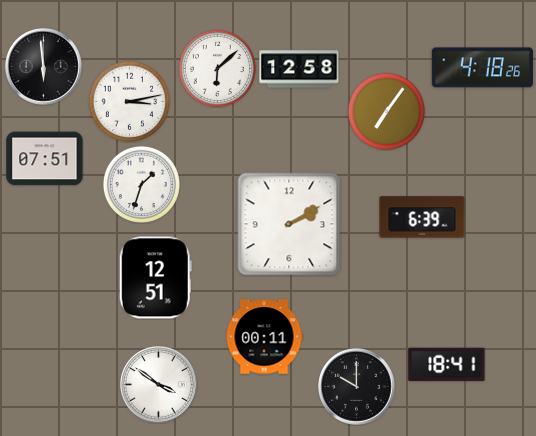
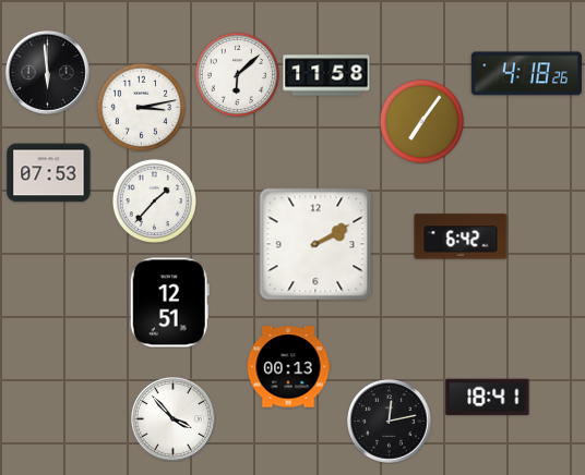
clock at (299, 69): 12:58 -> 11:58
clock at (129, 101) position: (129, 101) -> (141, 107)
clock at (45, 159): 07:51 -> 07:53
clock at (141, 184): 1:33 -> 1:37
clock at (422, 217): 6:39 -> 6:42
clock at (264, 337): 00:11 -> 00:13
clock at (159, 385): 3:51 -> 3:53
clock at (357, 387): 10:00 -> 12:13
